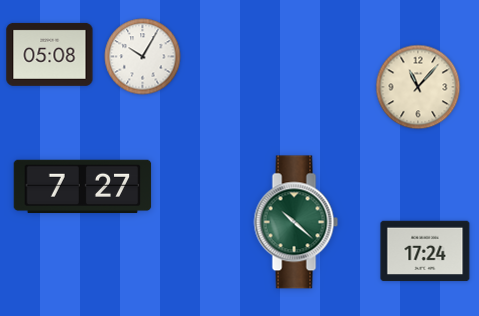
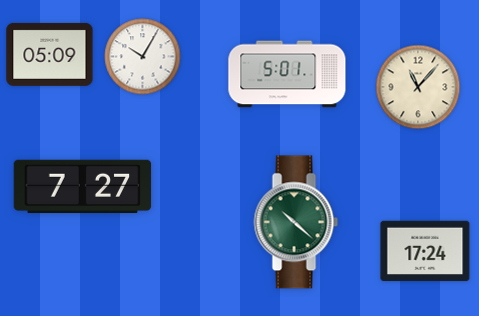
clock at (50, 54): 05:08 -> 05:09
clock at (287, 74): none -> 5:01
